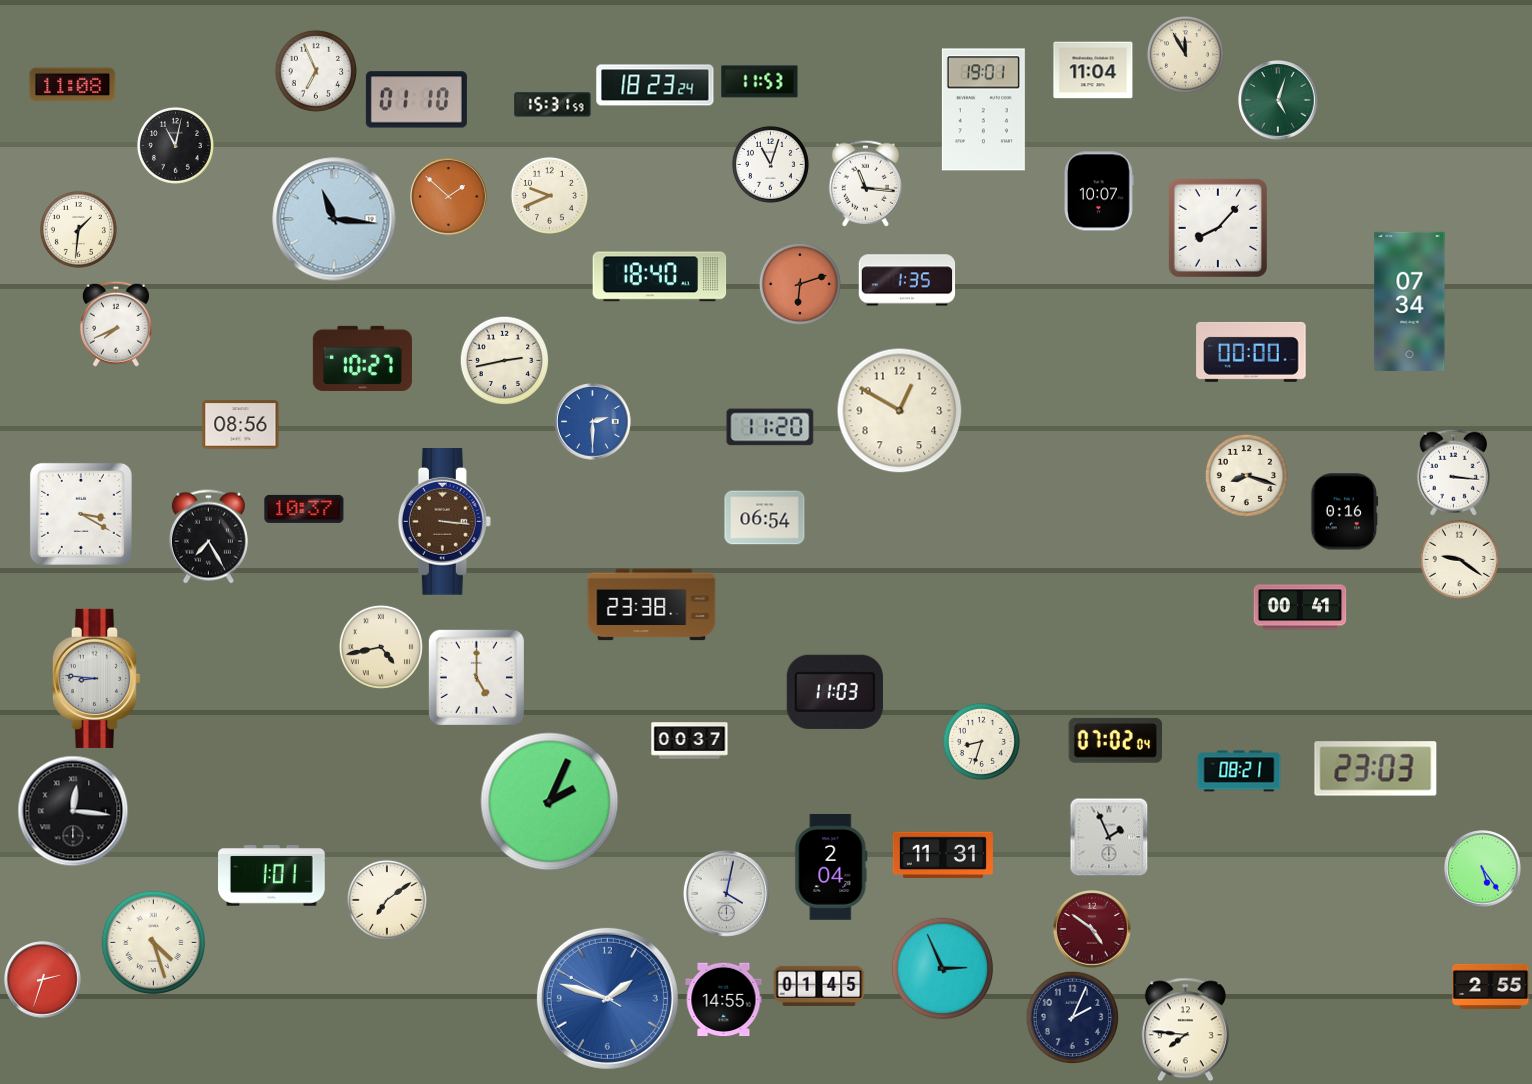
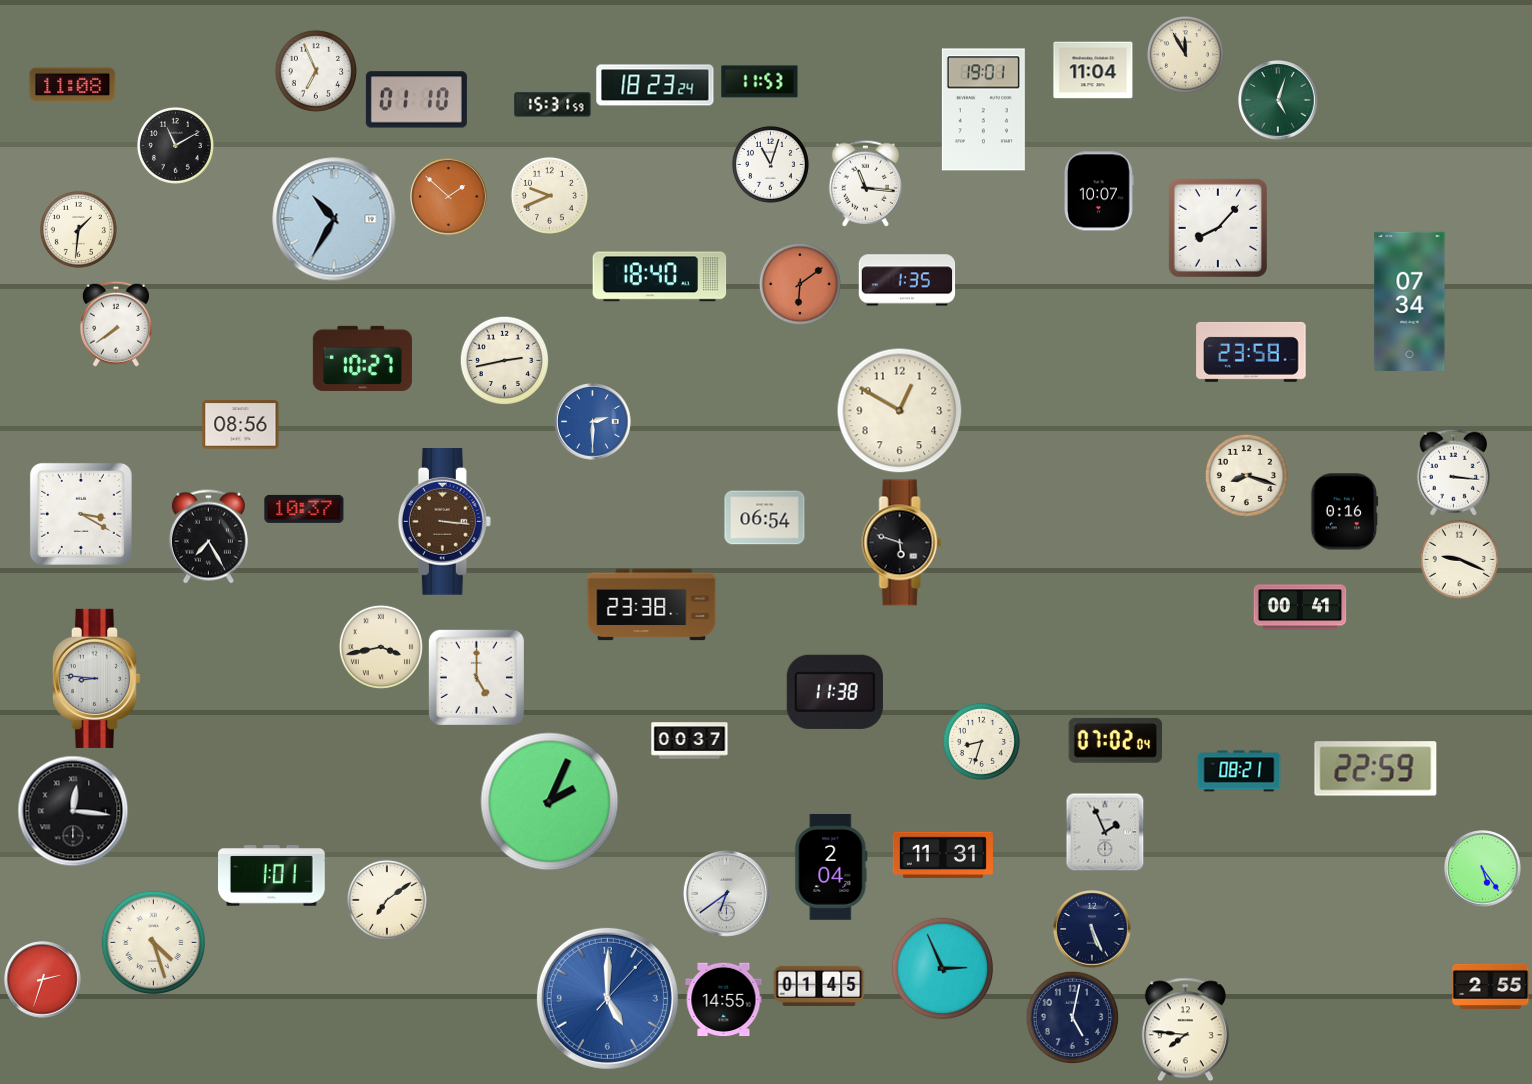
clock at (175, 145): 11:02 -> 11:10
clock at (334, 219): 11:16 -> 10:35
clock at (800, 284): 6:12 -> 6:09
clock at (116, 324): 7:41 -> 7:39
clock at (1251, 352): 00:00 -> 23:58
clock at (770, 427): 11:20 -> none
clock at (902, 543): none -> 5:48
clock at (1459, 559): 9:21 -> 9:19
clock at (381, 647): 4:43 -> 3:43
clock at (835, 692): 11:03 -> 11:38
clock at (1376, 769): 23:03 -> 22:59
clock at (1109, 837) position: (1109, 837) -> (1105, 832)
clock at (726, 893): 4:02 -> 6:39
clock at (1092, 929): 4:51 -> 5:26
clock at (1092, 929) dial: burgundy -> navy
clock at (607, 998): 1:47 -> 5:00
clock at (1072, 1017): 2:04 -> 5:02
